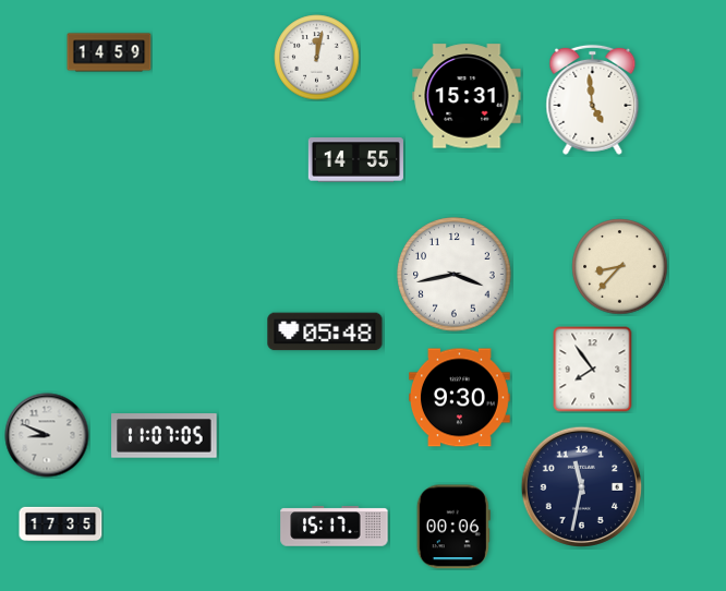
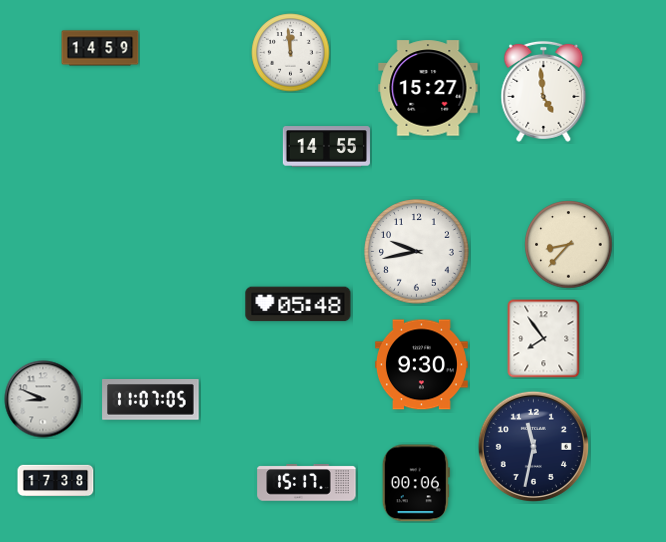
clock at (317, 58): 12:02 -> 11:59
clock at (467, 96): 15:31 -> 15:27
clock at (455, 275): 3:43 -> 9:43
clock at (61, 524): 17:35 -> 17:38
